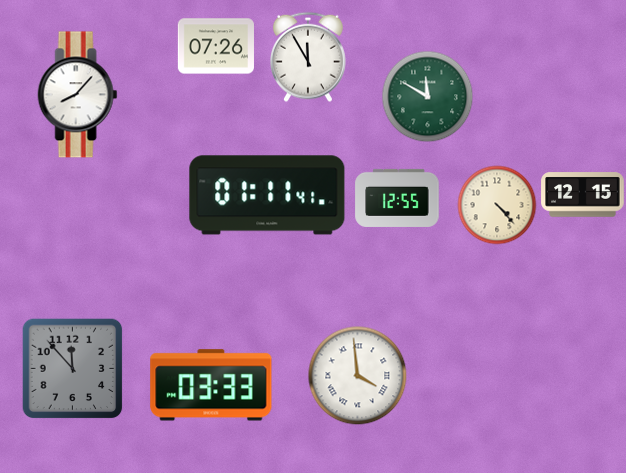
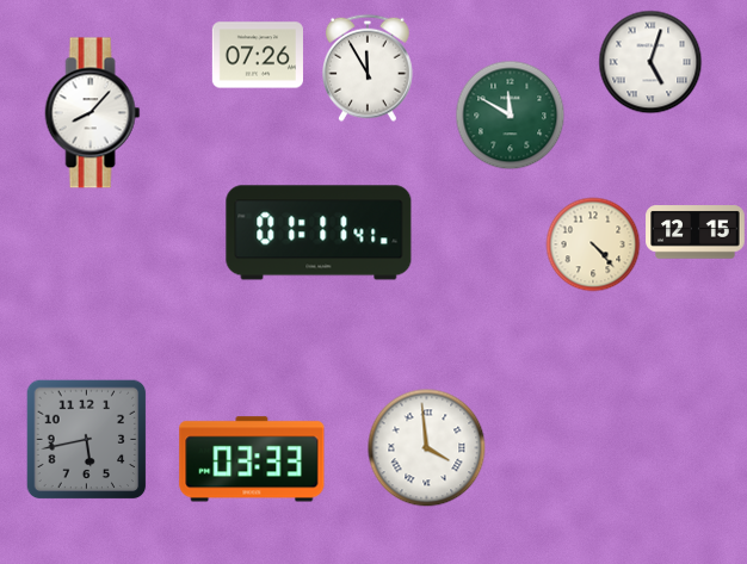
clock at (650, 62): none -> 5:03
clock at (397, 198): 12:55 -> none
clock at (73, 369): 11:53 -> 5:43
